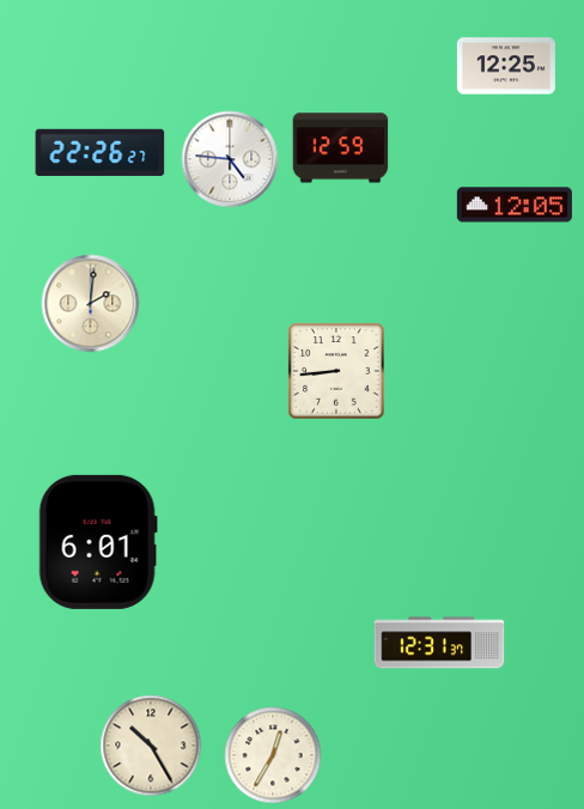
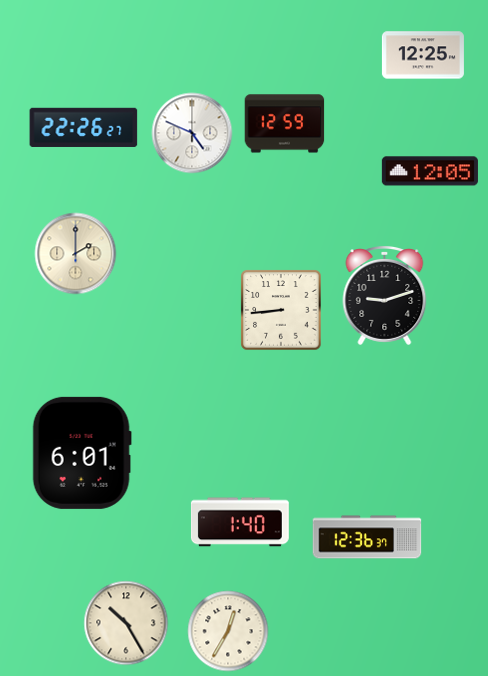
clock at (230, 159): 4:46 -> 4:49
clock at (91, 304): 2:01 -> 2:00
clock at (385, 296): none -> 9:12
clock at (240, 522): none -> 1:40
clock at (439, 643): 12:31 -> 12:36
